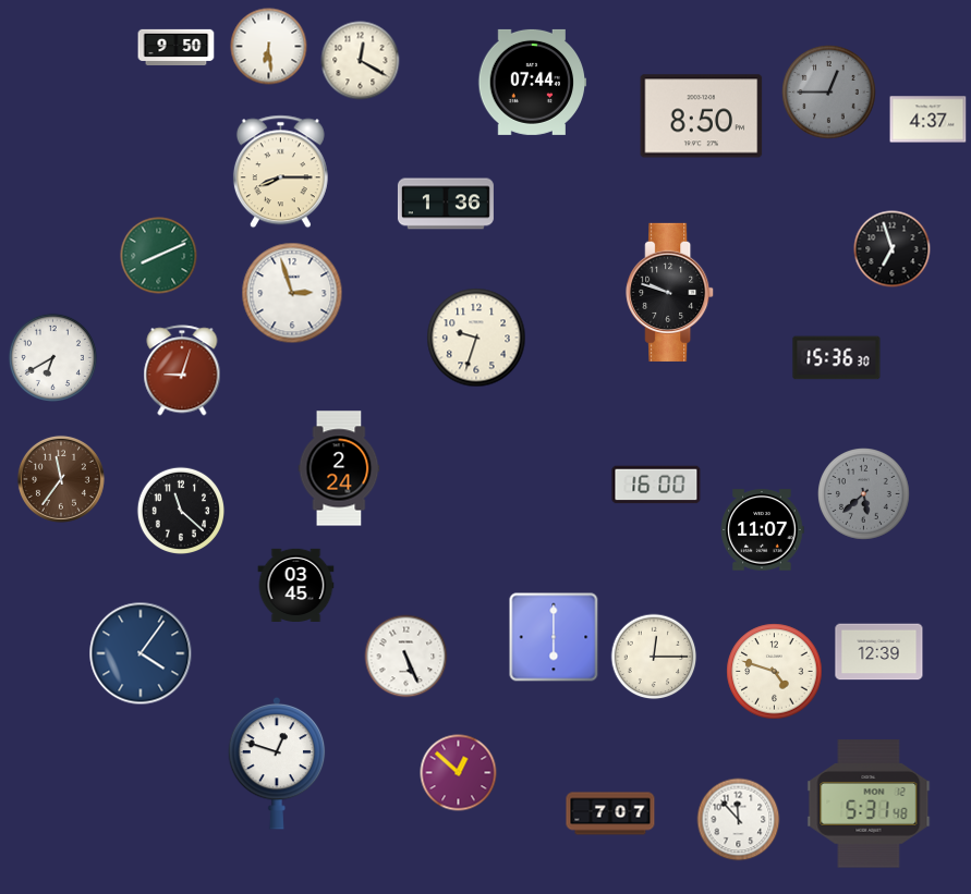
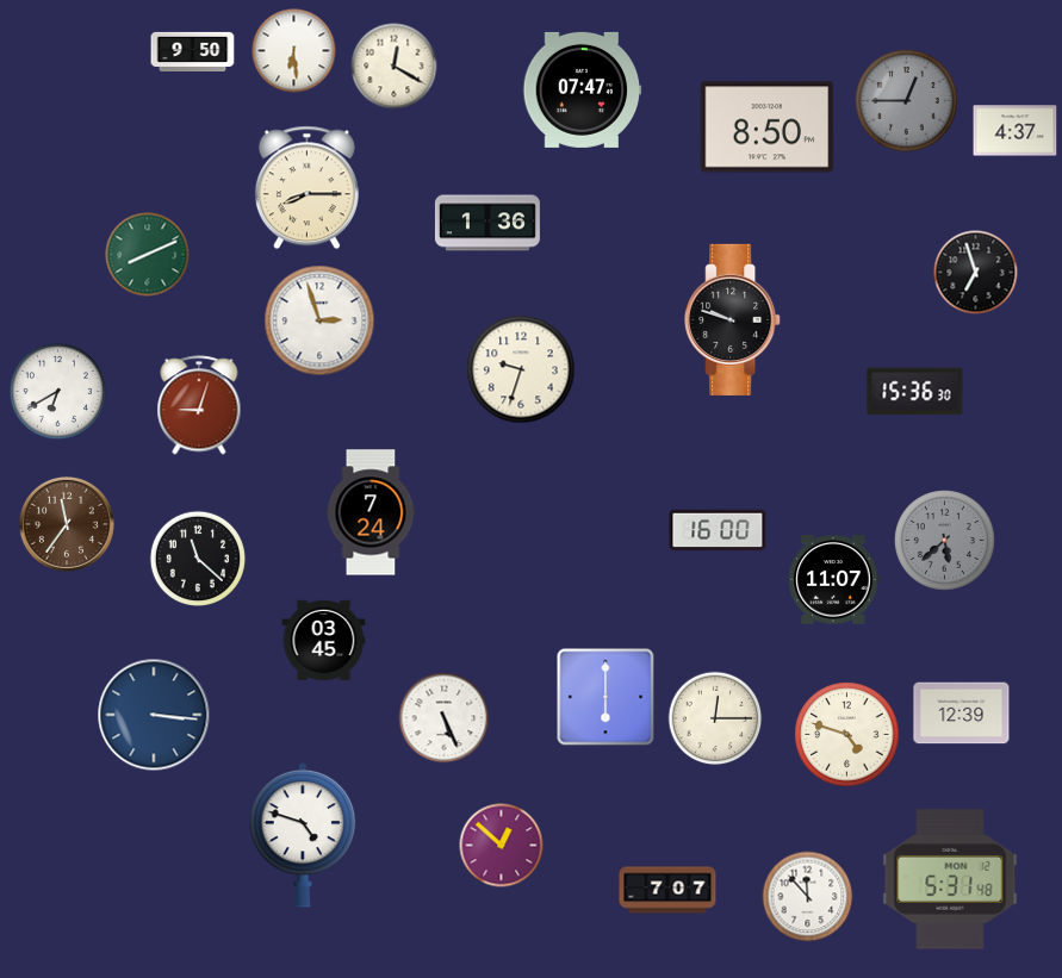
clock at (533, 82): 07:44 -> 07:47
clock at (159, 256) position: (159, 256) -> (148, 255)
clock at (339, 468): 2:24 -> 7:24
clock at (141, 653): 4:06 -> 3:16
clock at (277, 763): 12:48 -> 4:48
